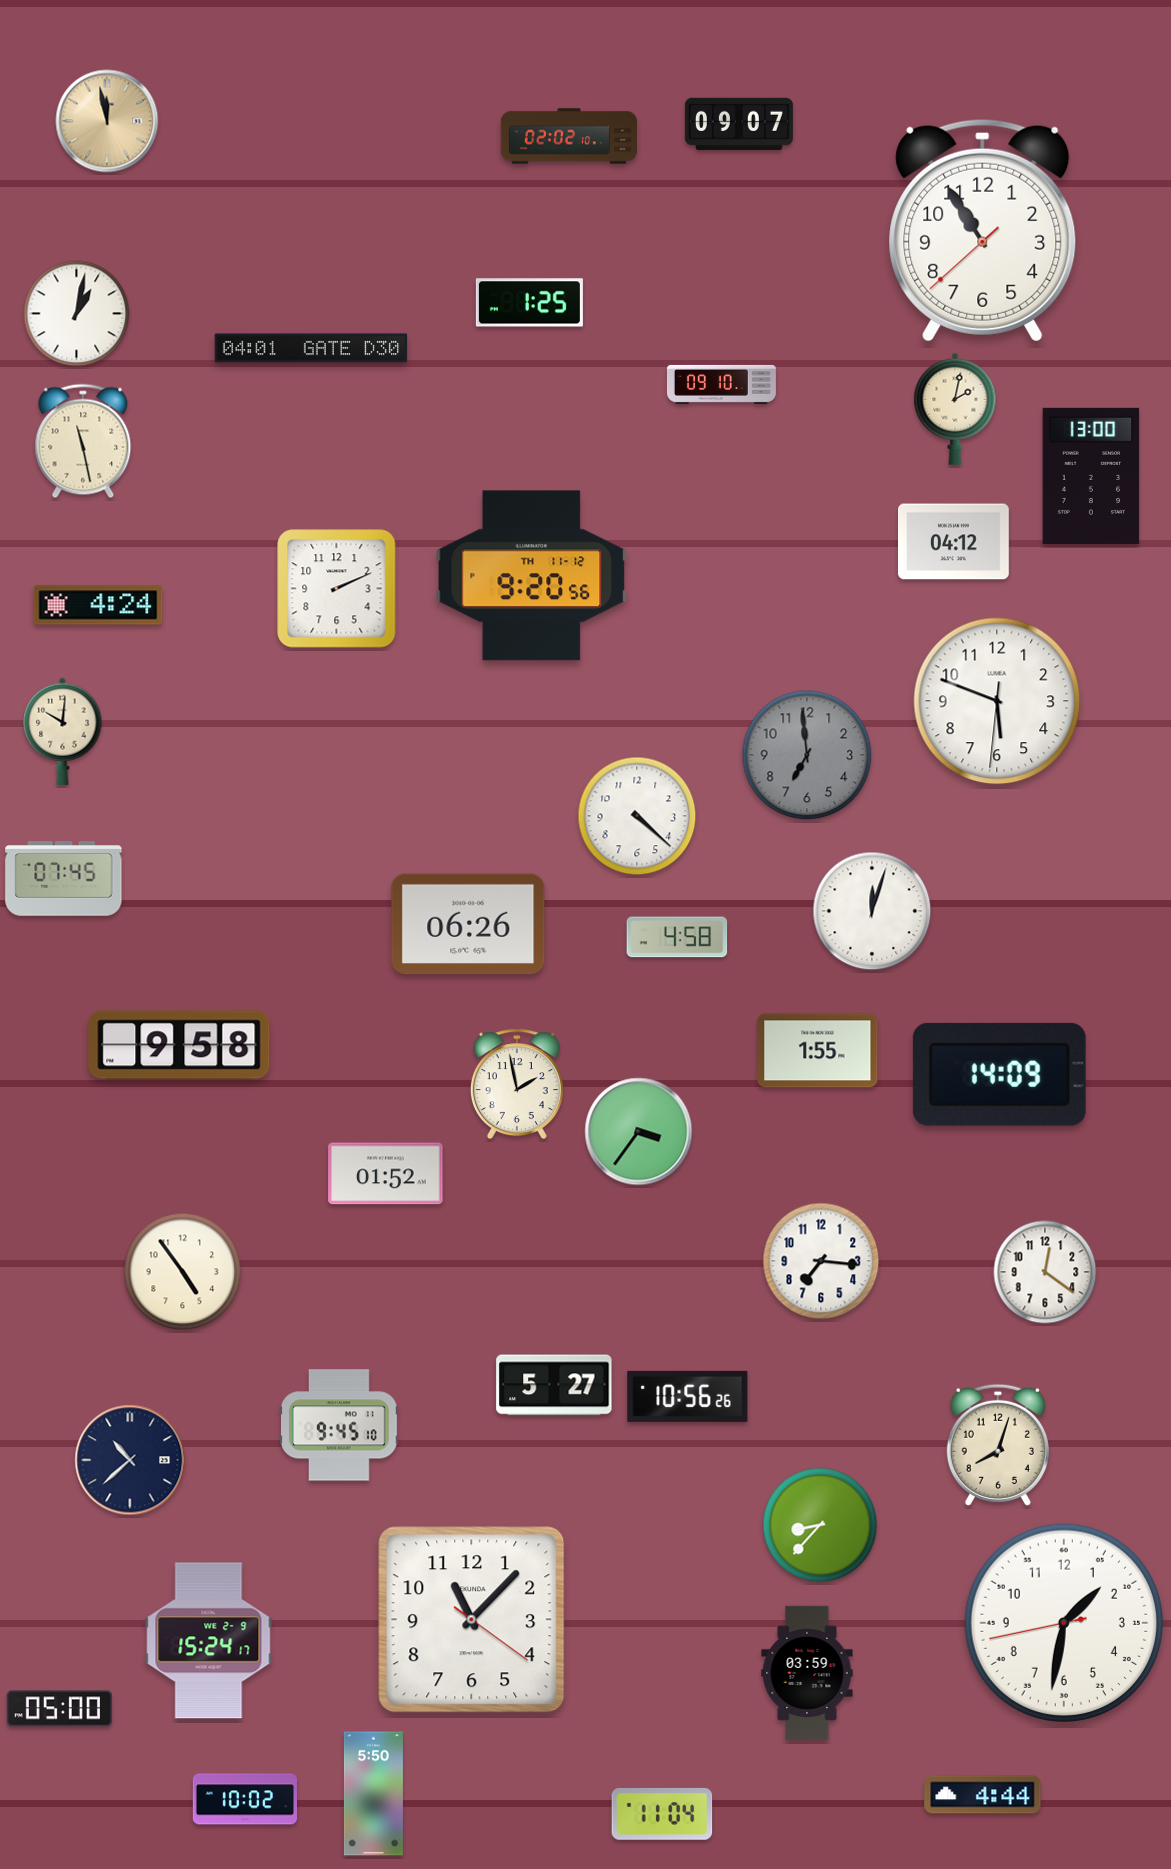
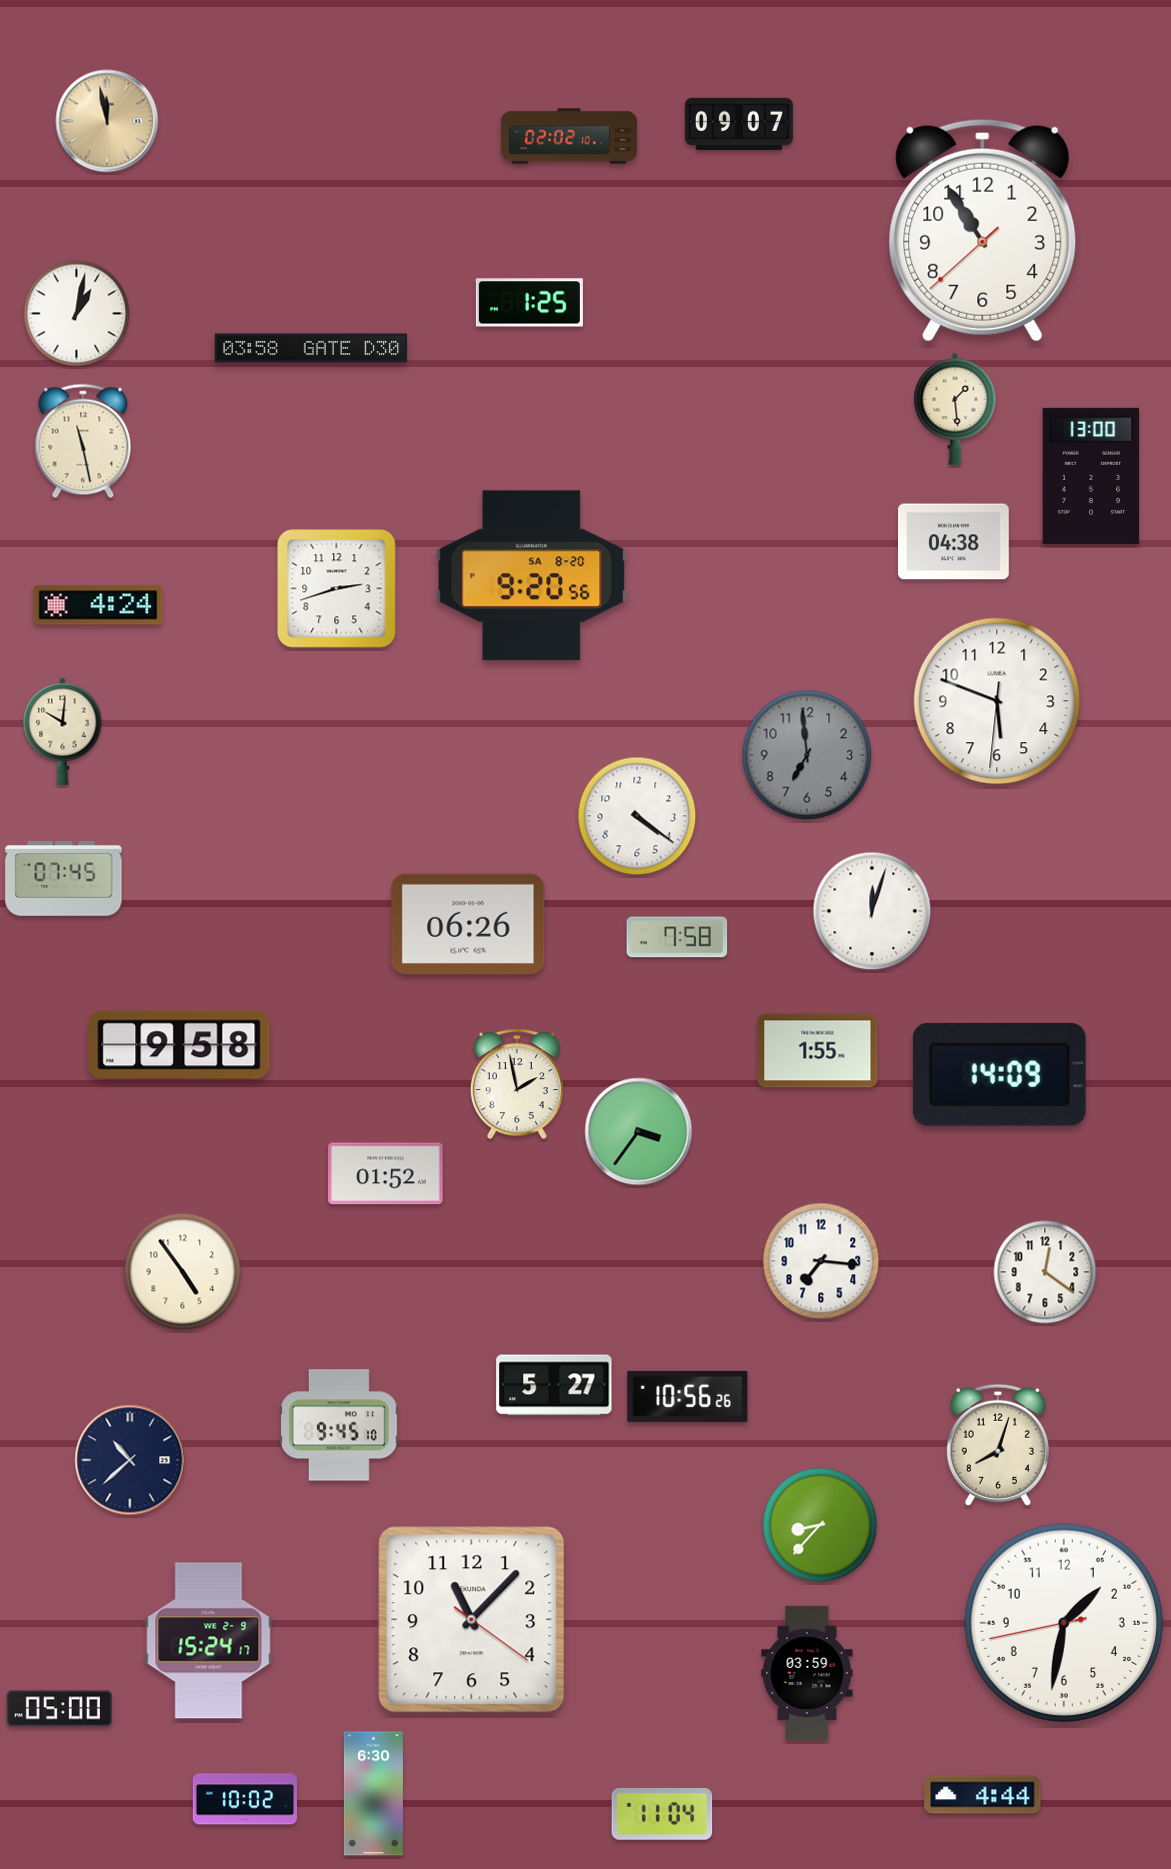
clock at (311, 348): 04:01 -> 03:58
clock at (721, 384): 09:10 -> none
clock at (955, 409): 2:02 -> 1:29
clock at (954, 542): 04:12 -> 04:38
clock at (532, 576) date: TH 11-12 -> SA 8-20
clock at (337, 589): 2:11 -> 2:42
clock at (637, 816): 4:22 -> 4:21
clock at (677, 937): 4:58 -> 7:58
clock at (373, 1794): 5:50 -> 6:30
